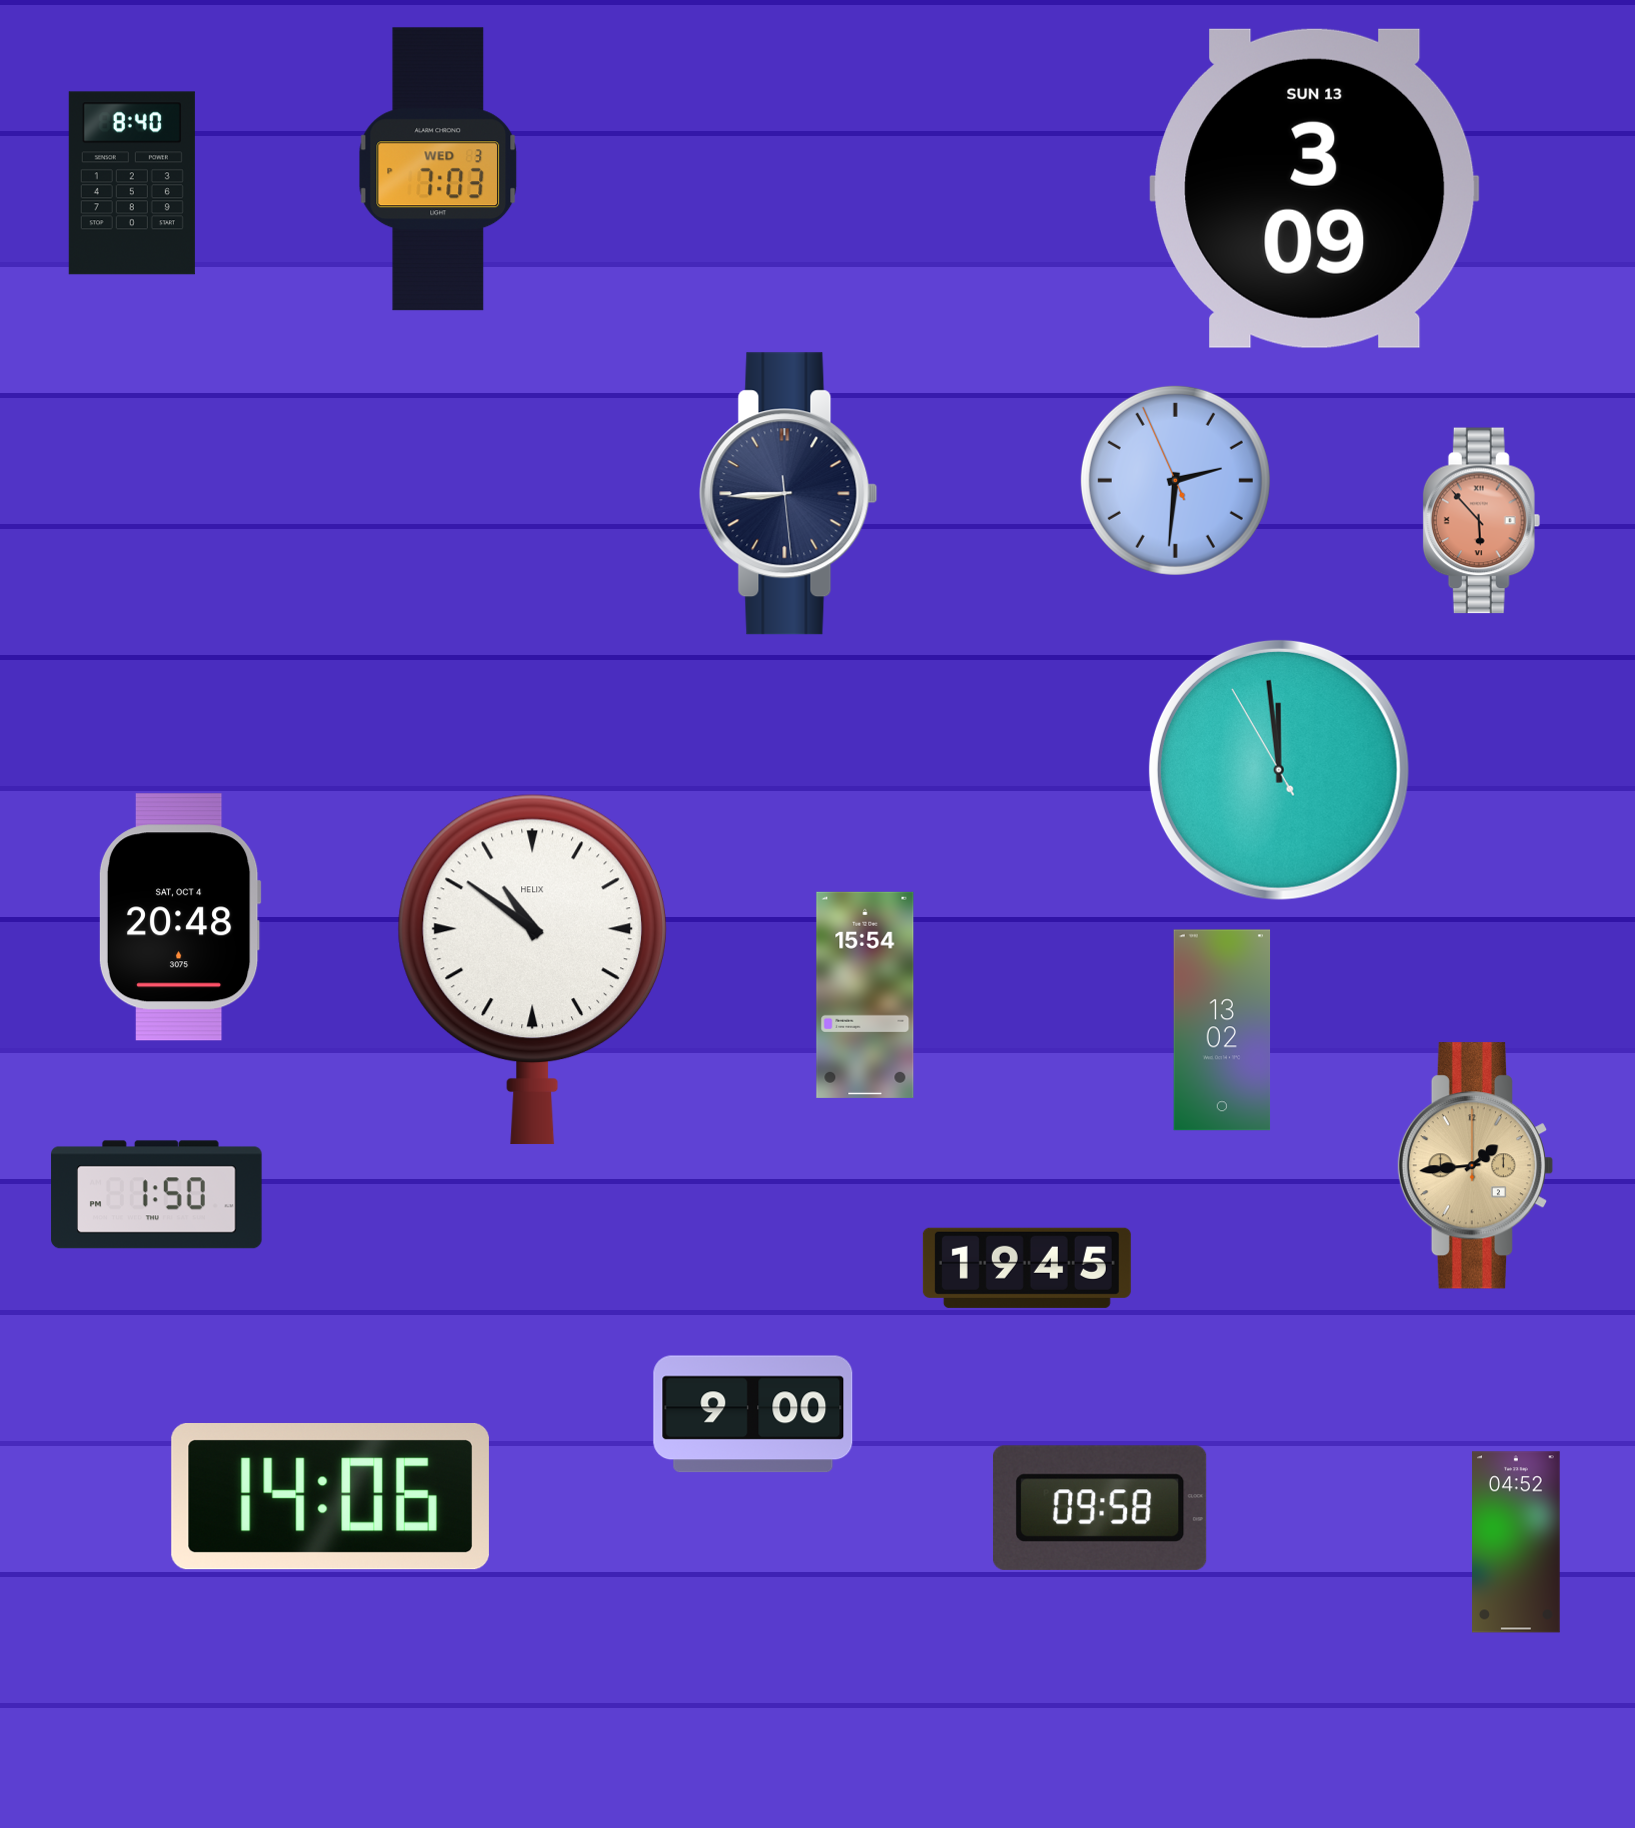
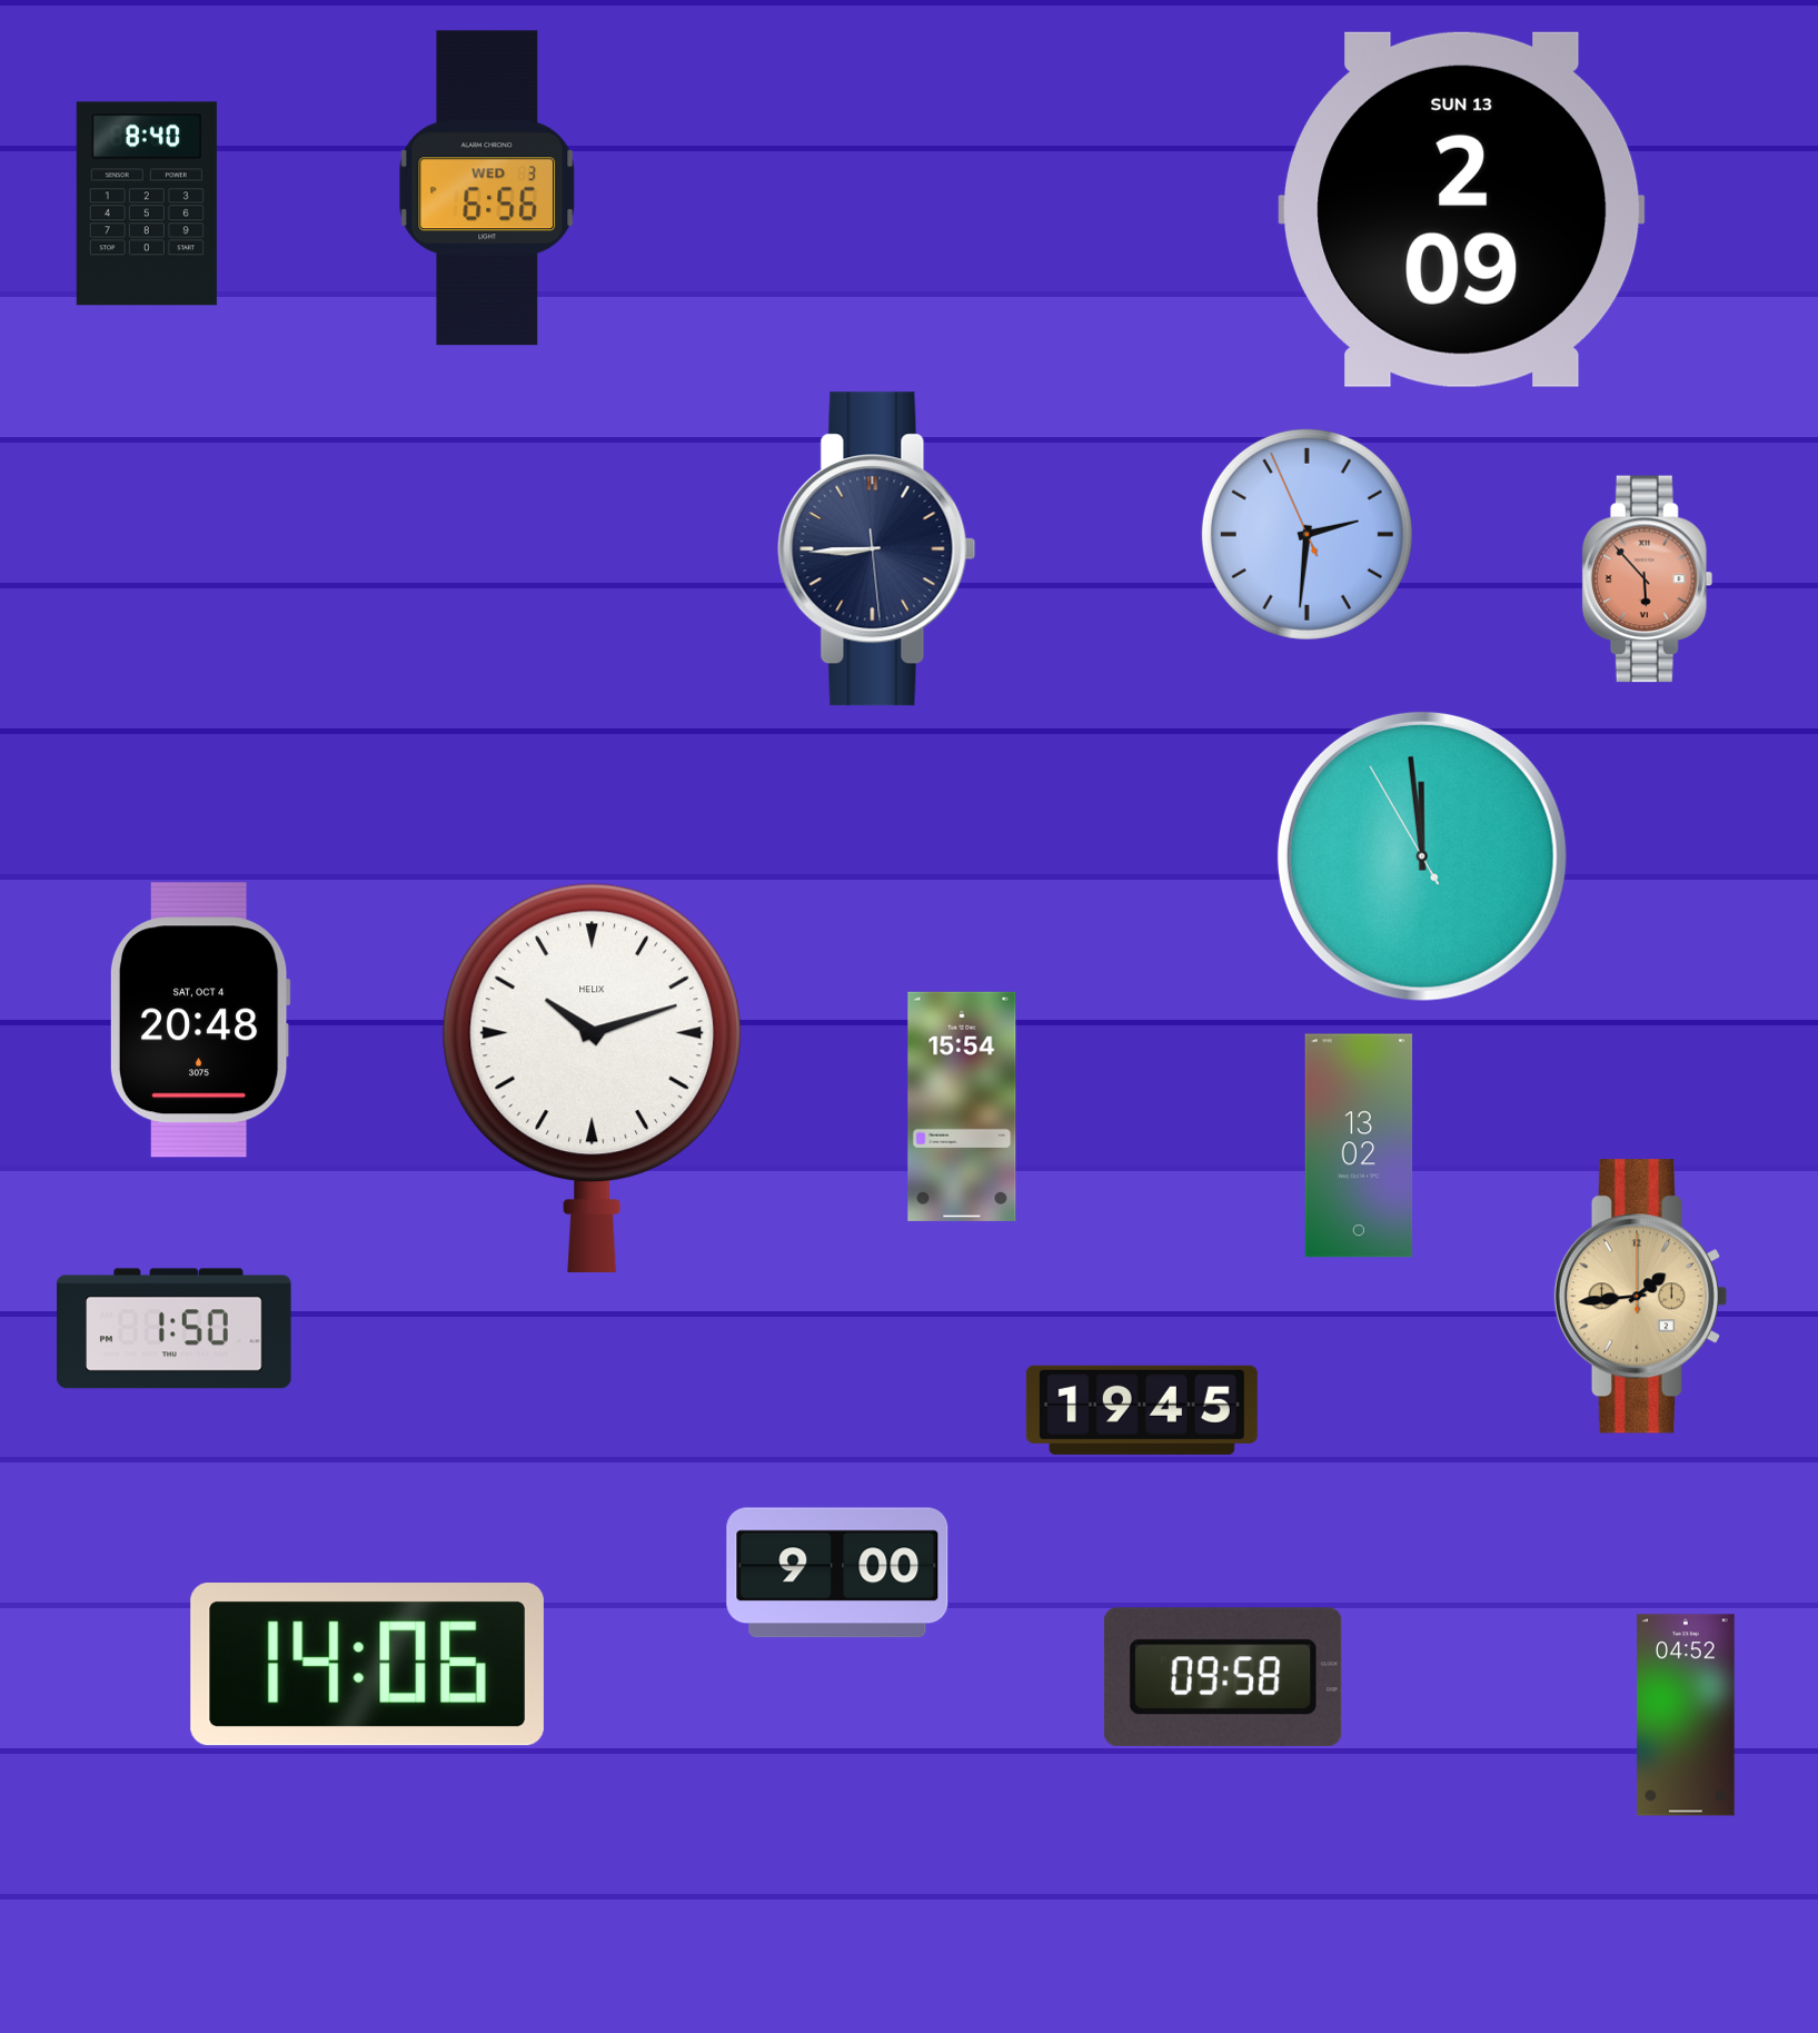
clock at (438, 169): 7:03 -> 6:56
clock at (1315, 188): 3:09 -> 2:09
clock at (532, 969): 10:51 -> 10:12
